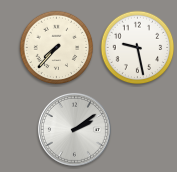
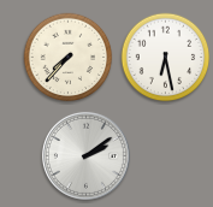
clock at (138, 48): 9:28 -> 6:28
clock at (74, 129) position: (74, 129) -> (85, 155)
